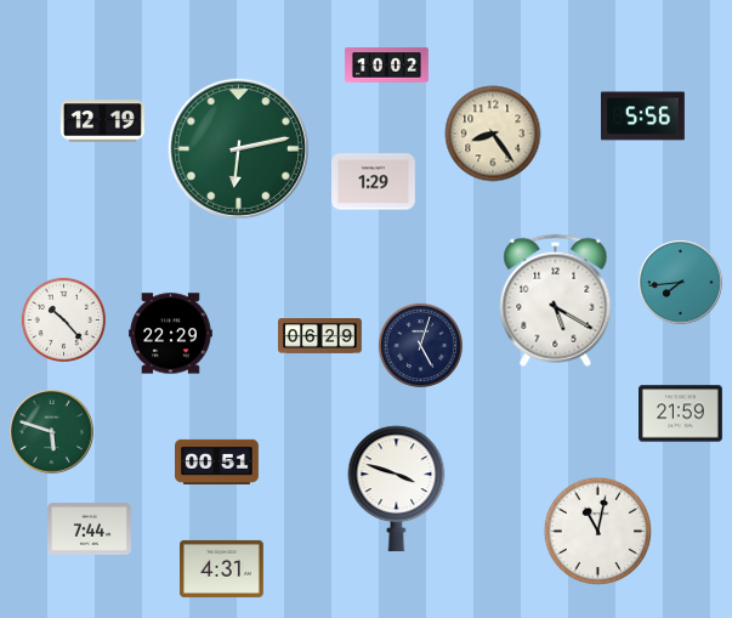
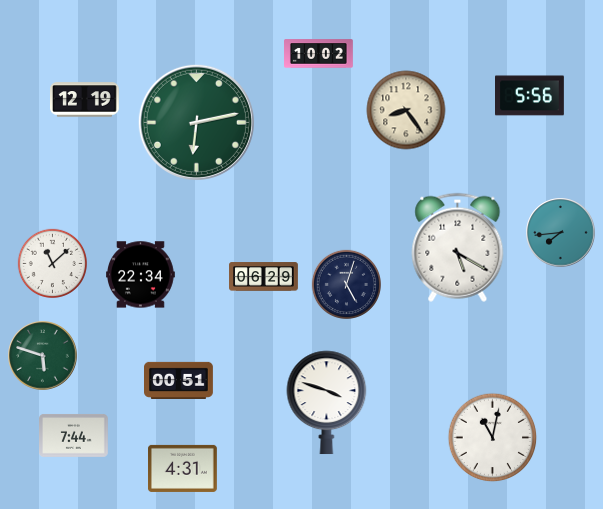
clock at (374, 182): 1:29 -> none
clock at (63, 319): 10:23 -> 11:08
clock at (171, 334): 22:29 -> 22:34
clock at (681, 414): 21:59 -> none
